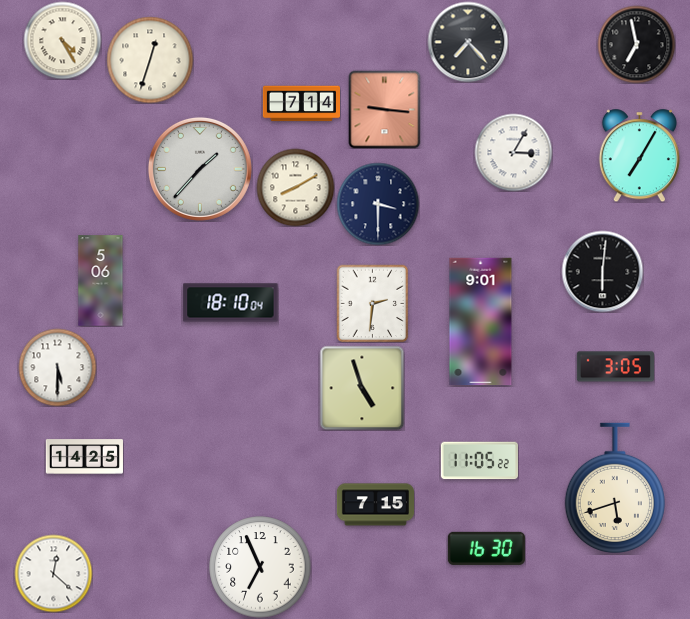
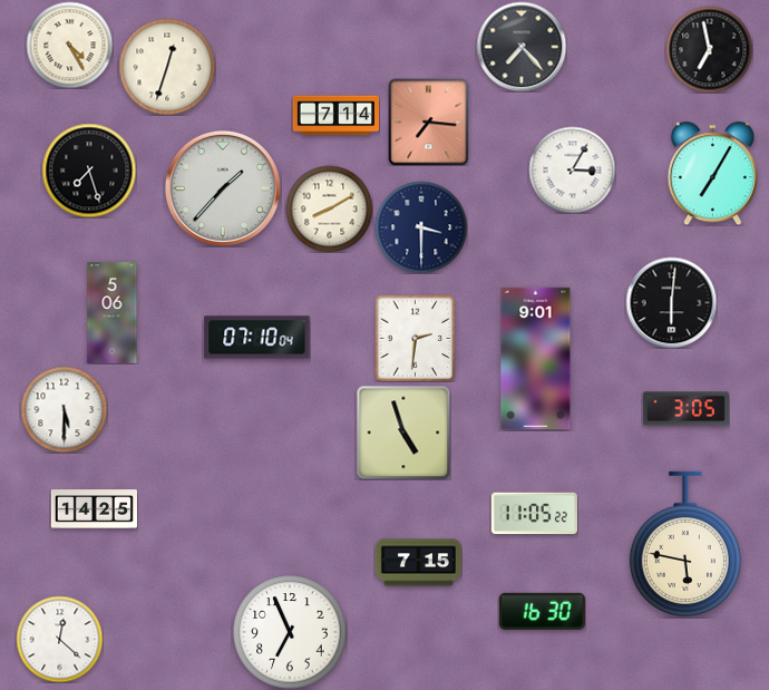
clock at (385, 109): 9:16 -> 7:16
clock at (89, 171): none -> 7:27
clock at (231, 303): 18:10 -> 07:10
clock at (615, 488): 5:42 -> 5:47
